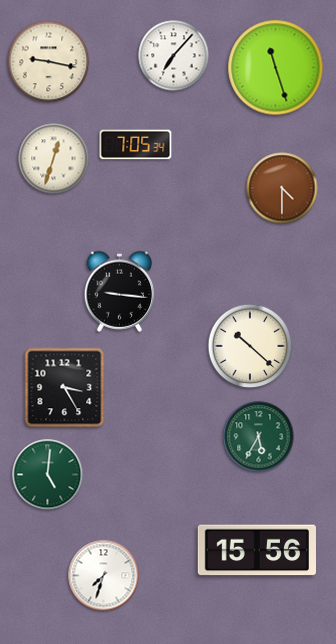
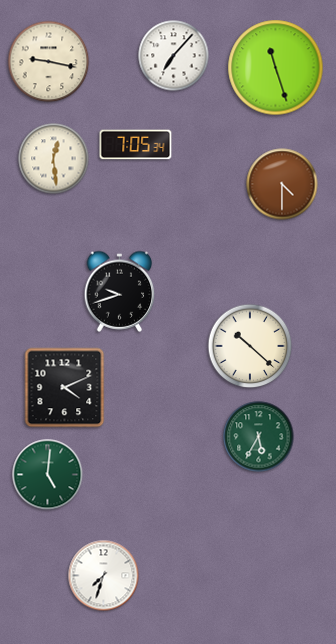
clock at (54, 159): 12:33 -> 12:29
clock at (282, 188) position: (282, 188) -> (282, 184)
clock at (120, 291): 9:16 -> 9:42
clock at (65, 388): 3:25 -> 4:11
clock at (257, 550): 15:56 -> none
